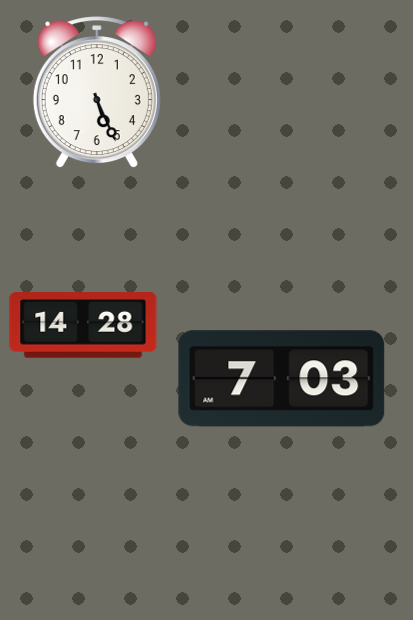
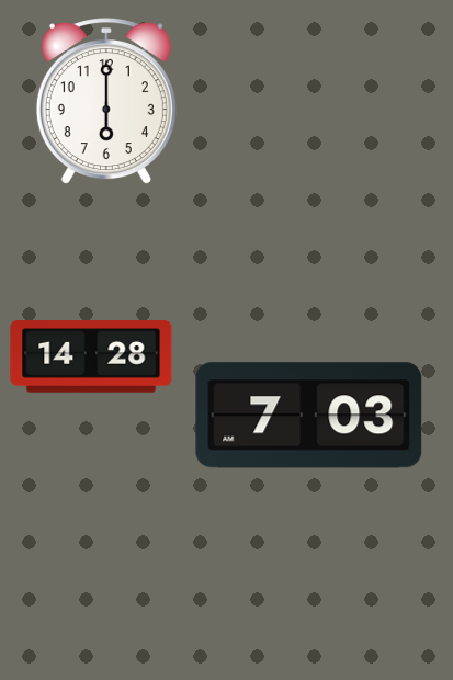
clock at (97, 93): 5:26 -> 6:00
